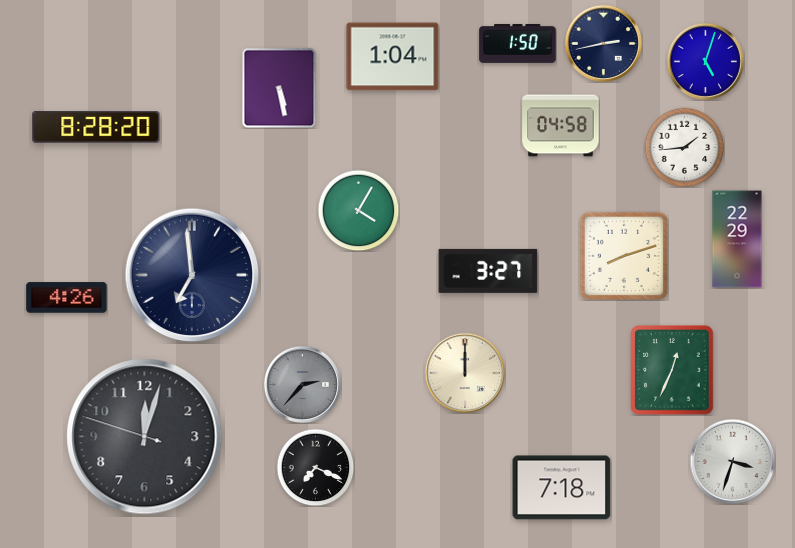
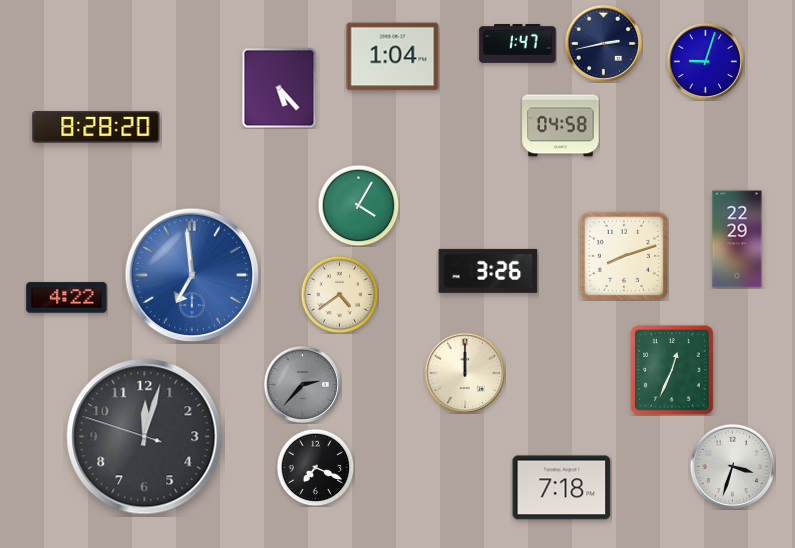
clock at (518, 43): 1:50 -> 1:47
clock at (705, 61): 5:03 -> 9:03
clock at (279, 88): 5:28 -> 5:23
clock at (684, 147): 1:44 -> none
clock at (358, 210) position: (358, 210) -> (358, 205)
clock at (488, 271): 3:27 -> 3:26
clock at (192, 275) dial: navy -> blue
clock at (339, 294): none -> 4:39
clock at (67, 298): 4:26 -> 4:22
clock at (732, 461) position: (732, 461) -> (732, 466)
